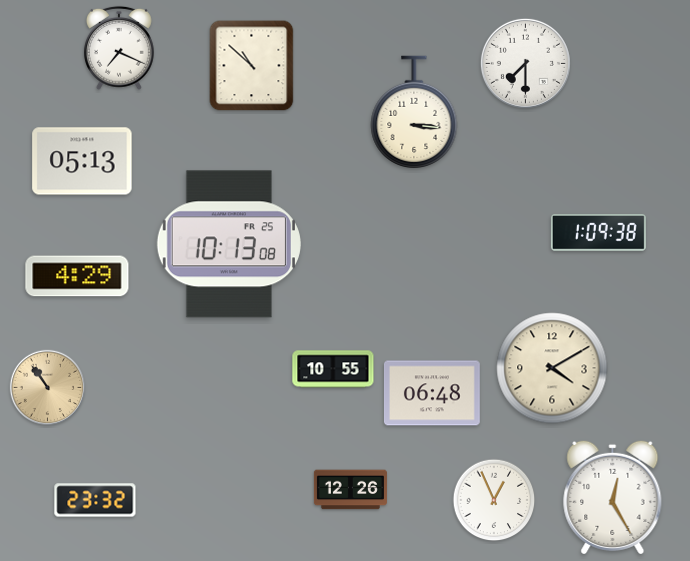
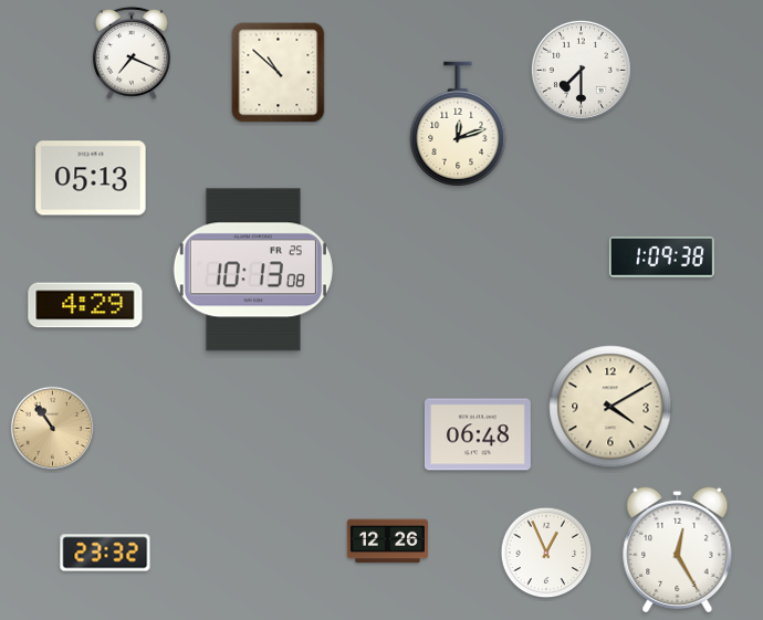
clock at (414, 112): 3:16 -> 12:12
clock at (333, 369): 10:55 -> none
